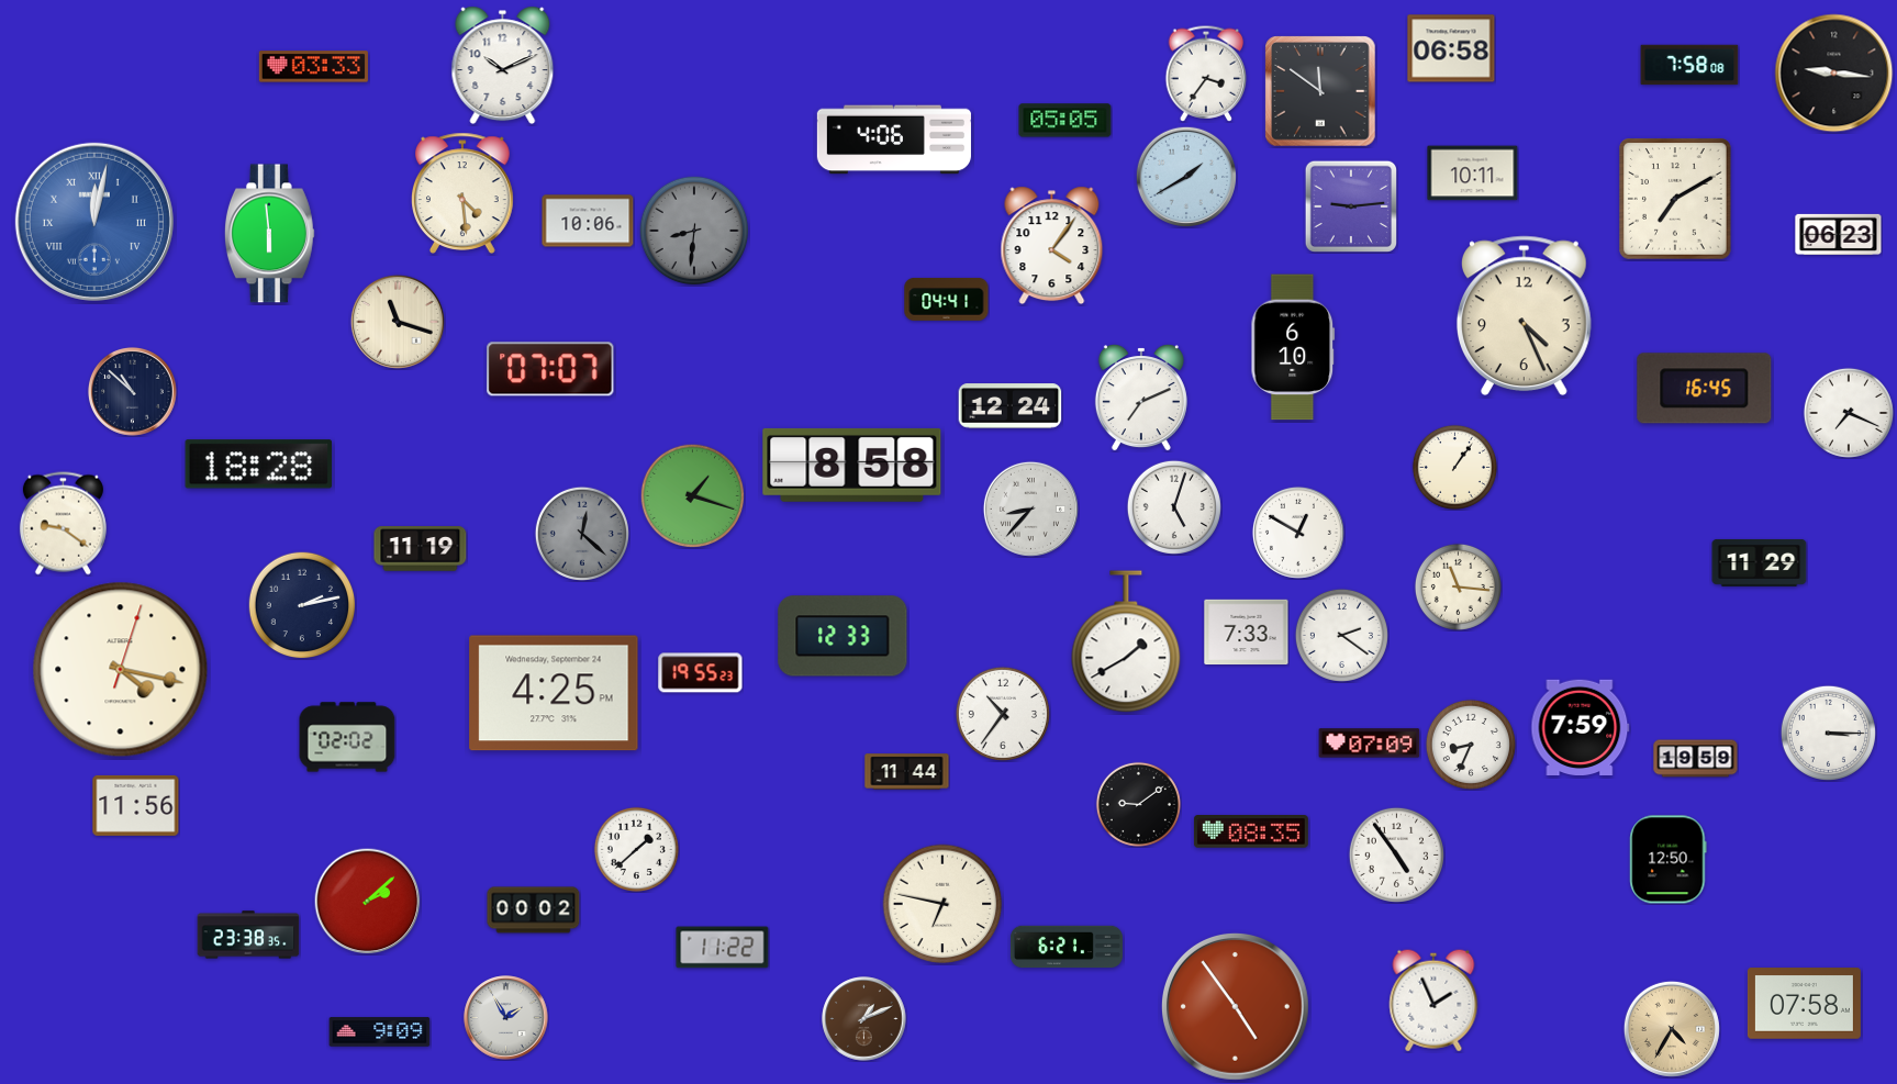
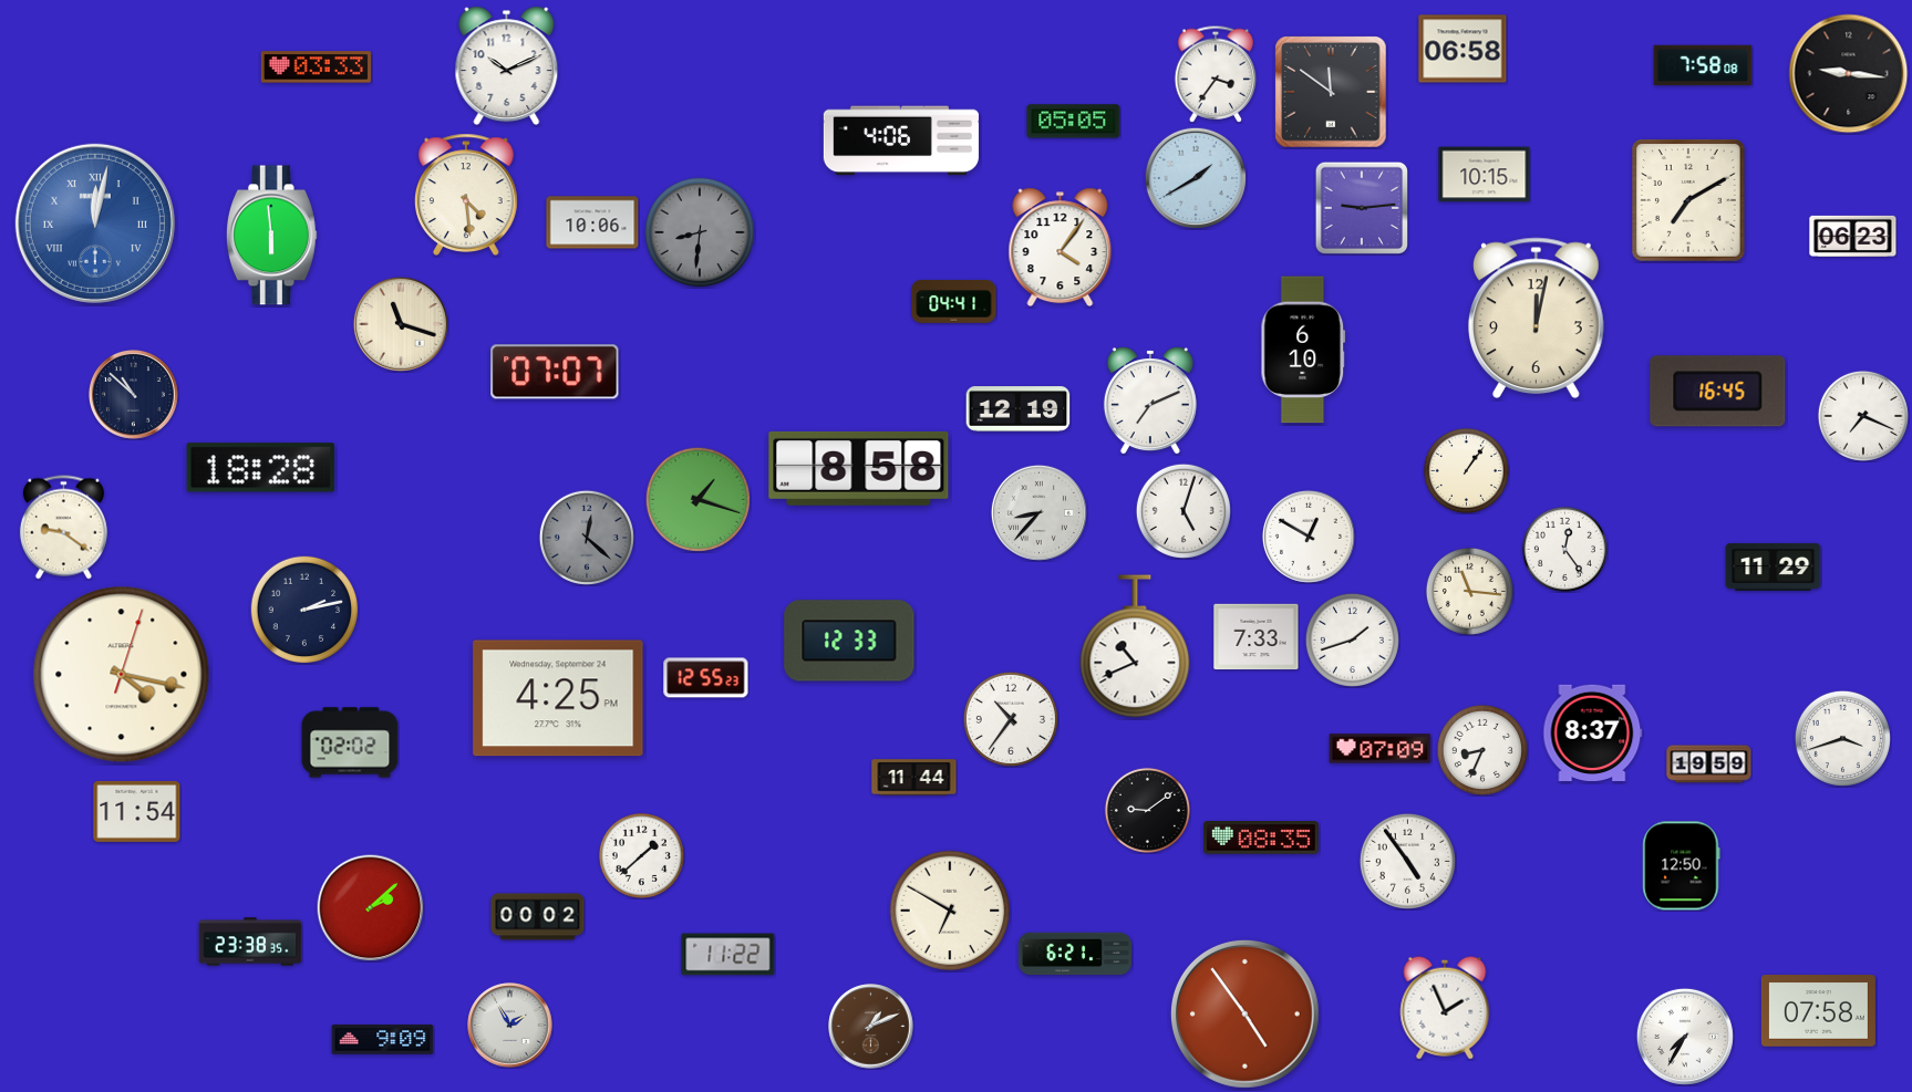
clock at (1473, 174): 10:11 -> 10:15
clock at (1524, 316): 4:26 -> 12:02
clock at (1011, 406): 12:24 -> 12:19
clock at (1564, 549): none -> 12:24
clock at (421, 549): 11:19 -> none
clock at (1341, 635): 2:21 -> 1:42
clock at (1126, 641): 1:40 -> 10:41
clock at (701, 673): 19:55 -> 12:55
clock at (1581, 727): 7:59 -> 8:37
clock at (1828, 733): 3:15 -> 3:42
clock at (136, 805): 11:56 -> 11:54
clock at (942, 904): 6:47 -> 6:50
clock at (1672, 1029): 4:35 -> 7:35
clock at (1672, 1029) dial: champagne -> white
